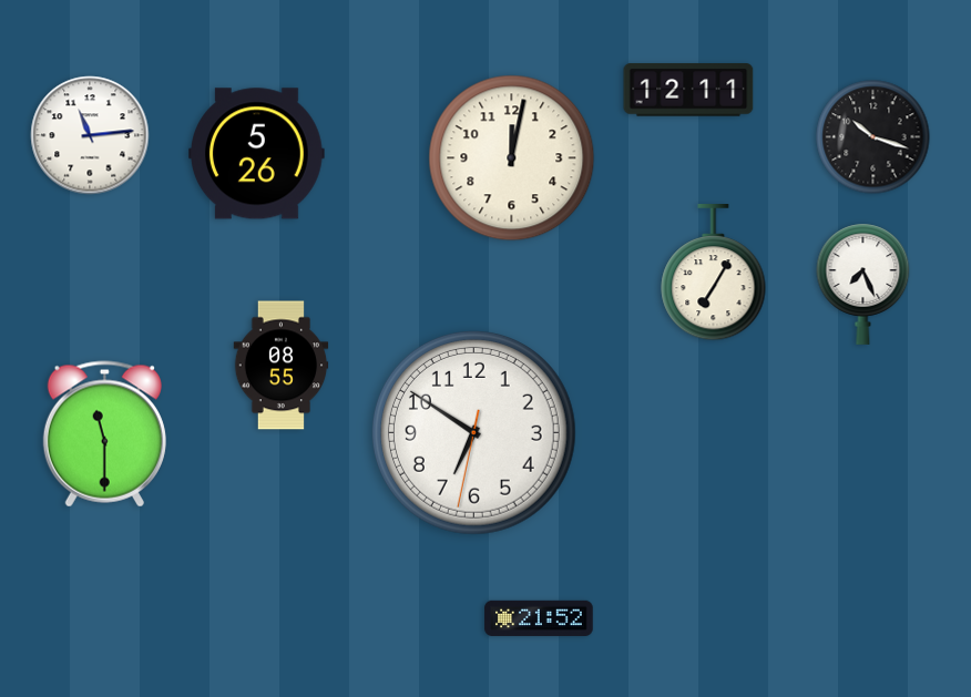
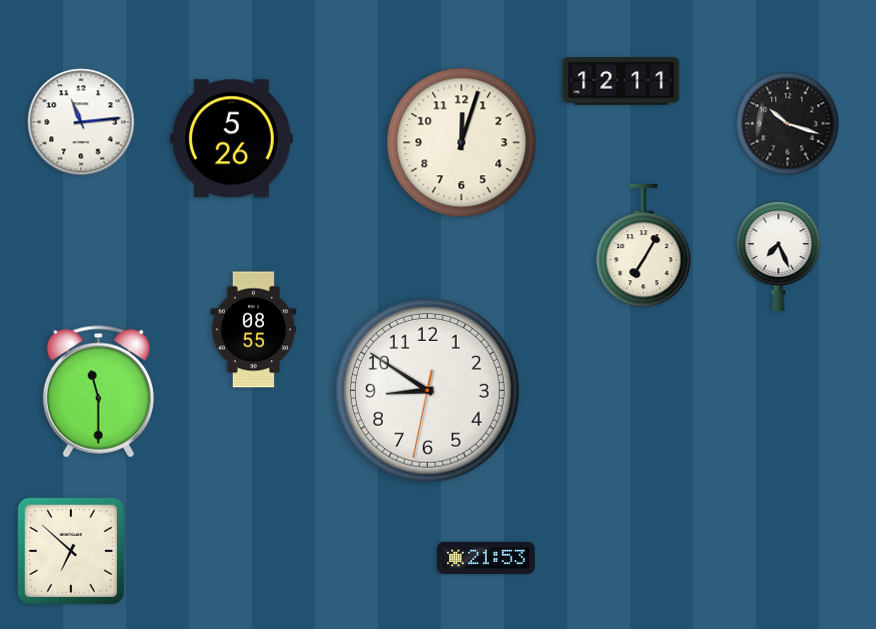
clock at (512, 158): 12:02 -> 12:03
clock at (473, 432): 6:50 -> 8:50
clock at (104, 434) position: (104, 434) -> (98, 392)
clock at (71, 551): none -> 6:52
clock at (539, 618): 21:52 -> 21:53
